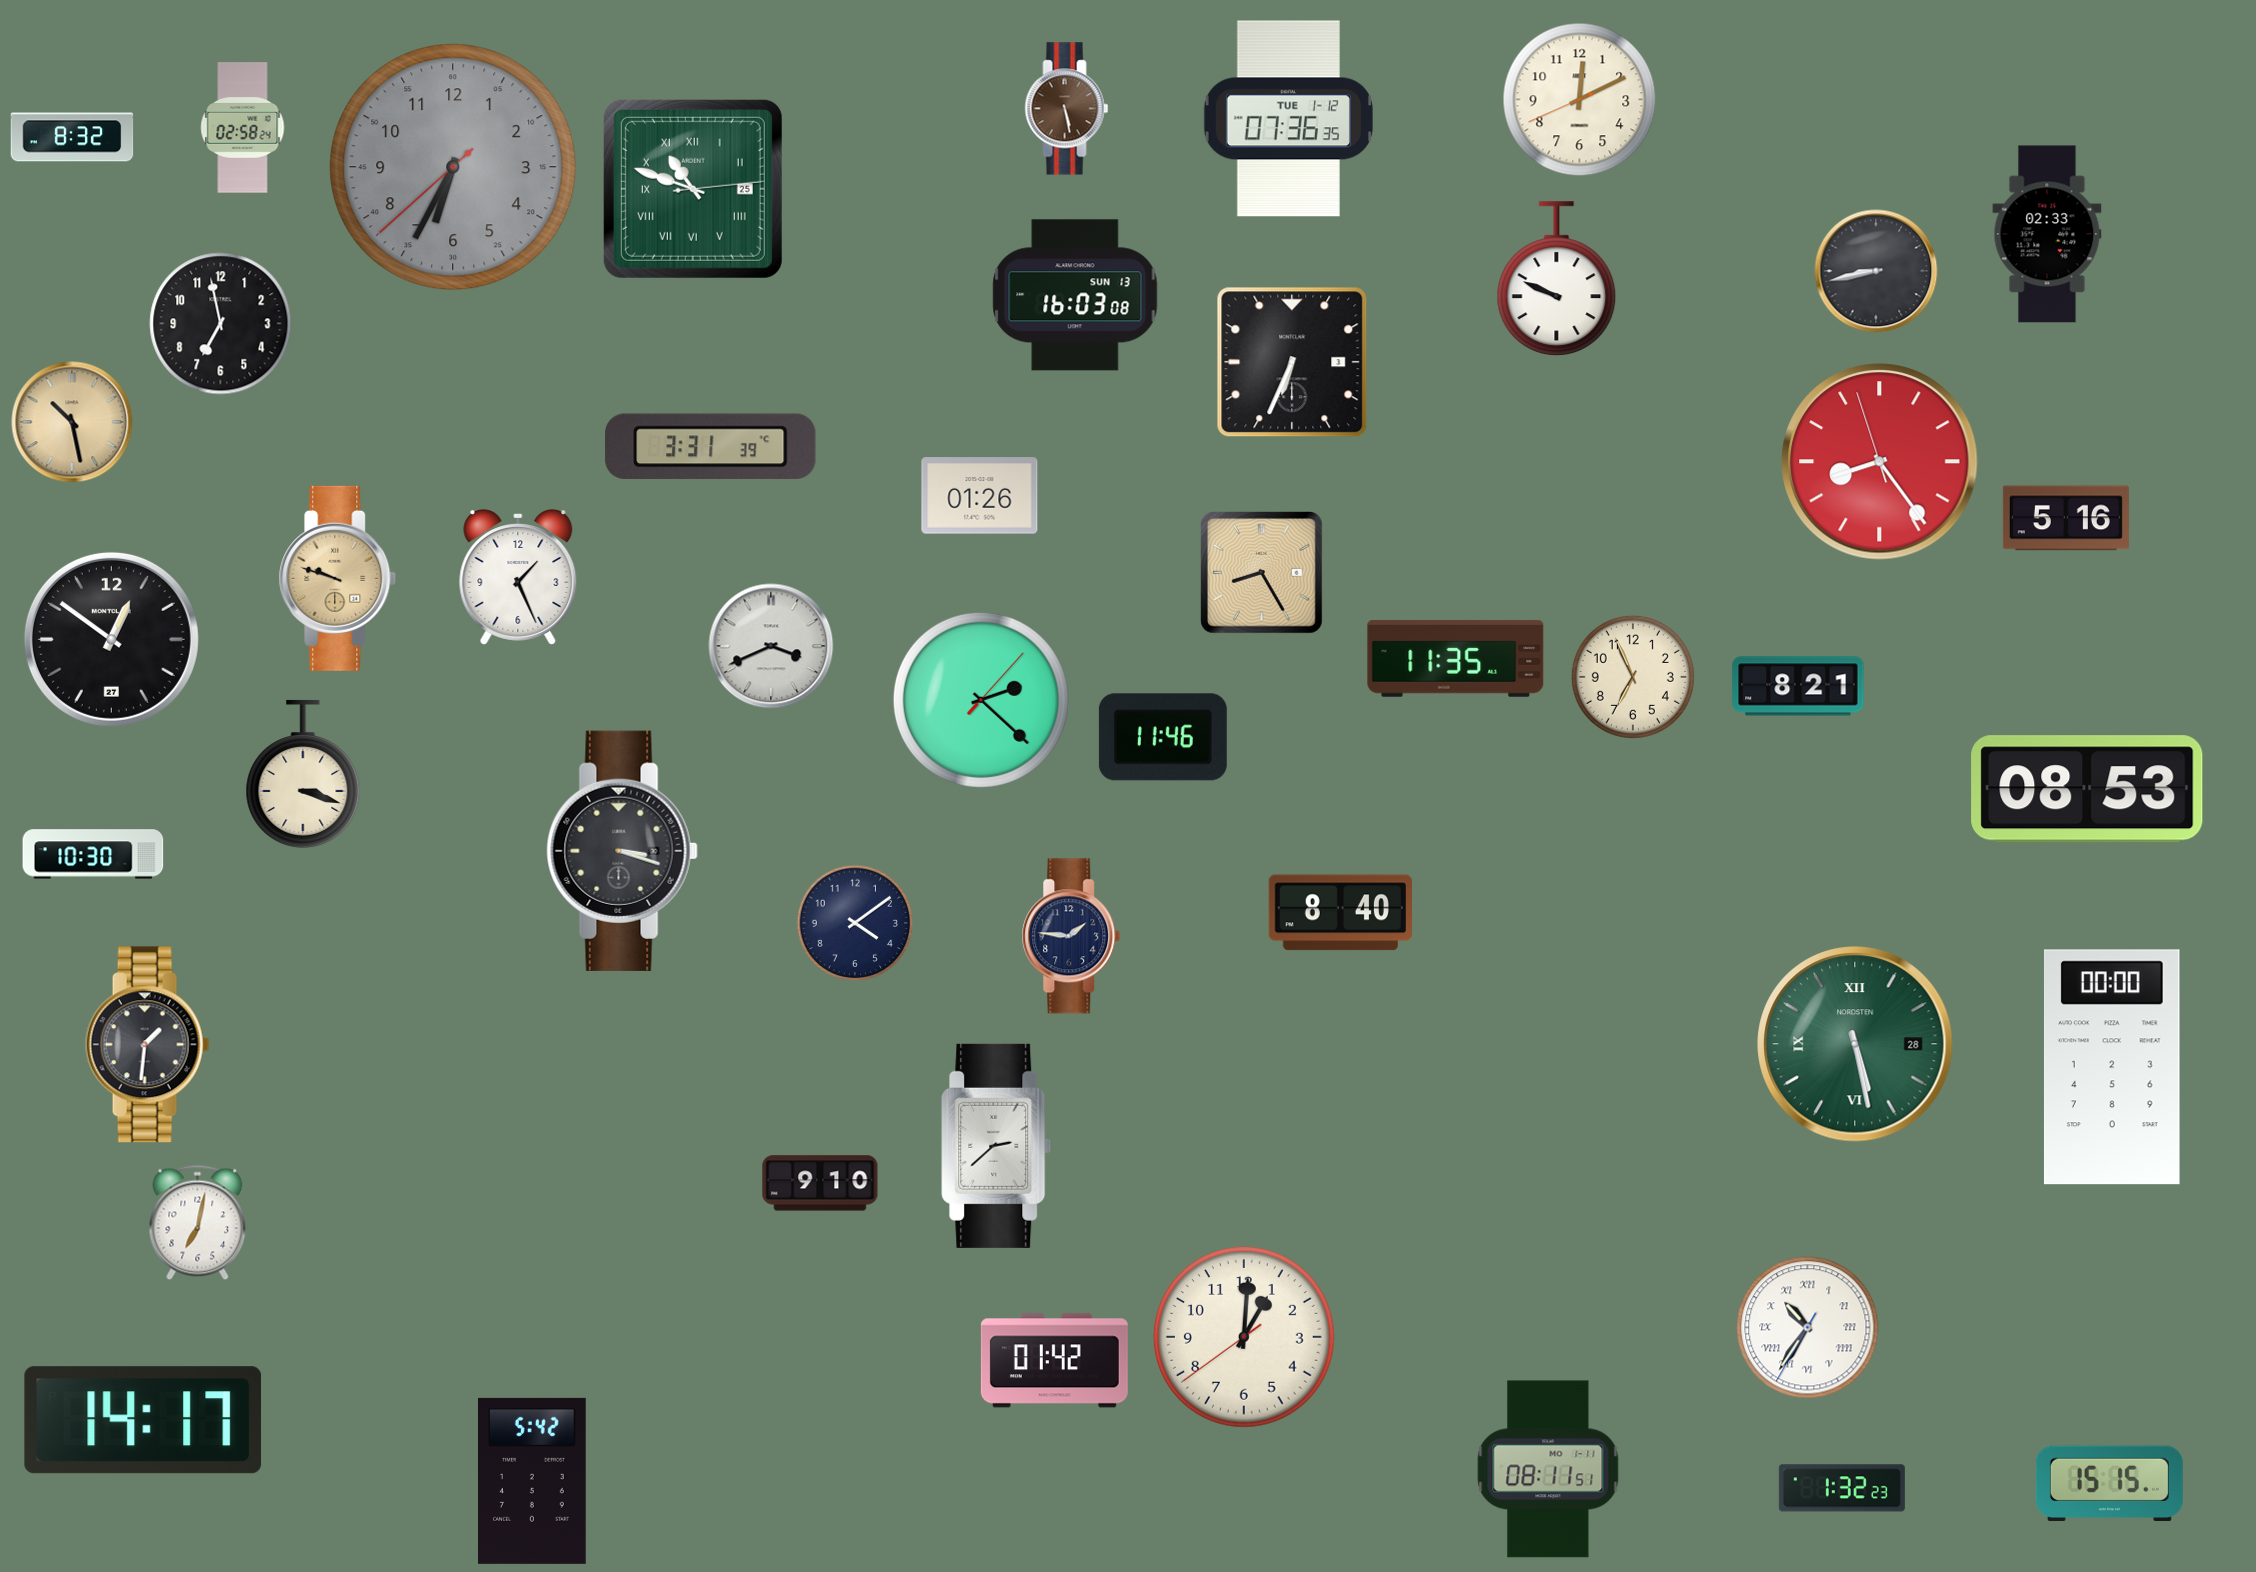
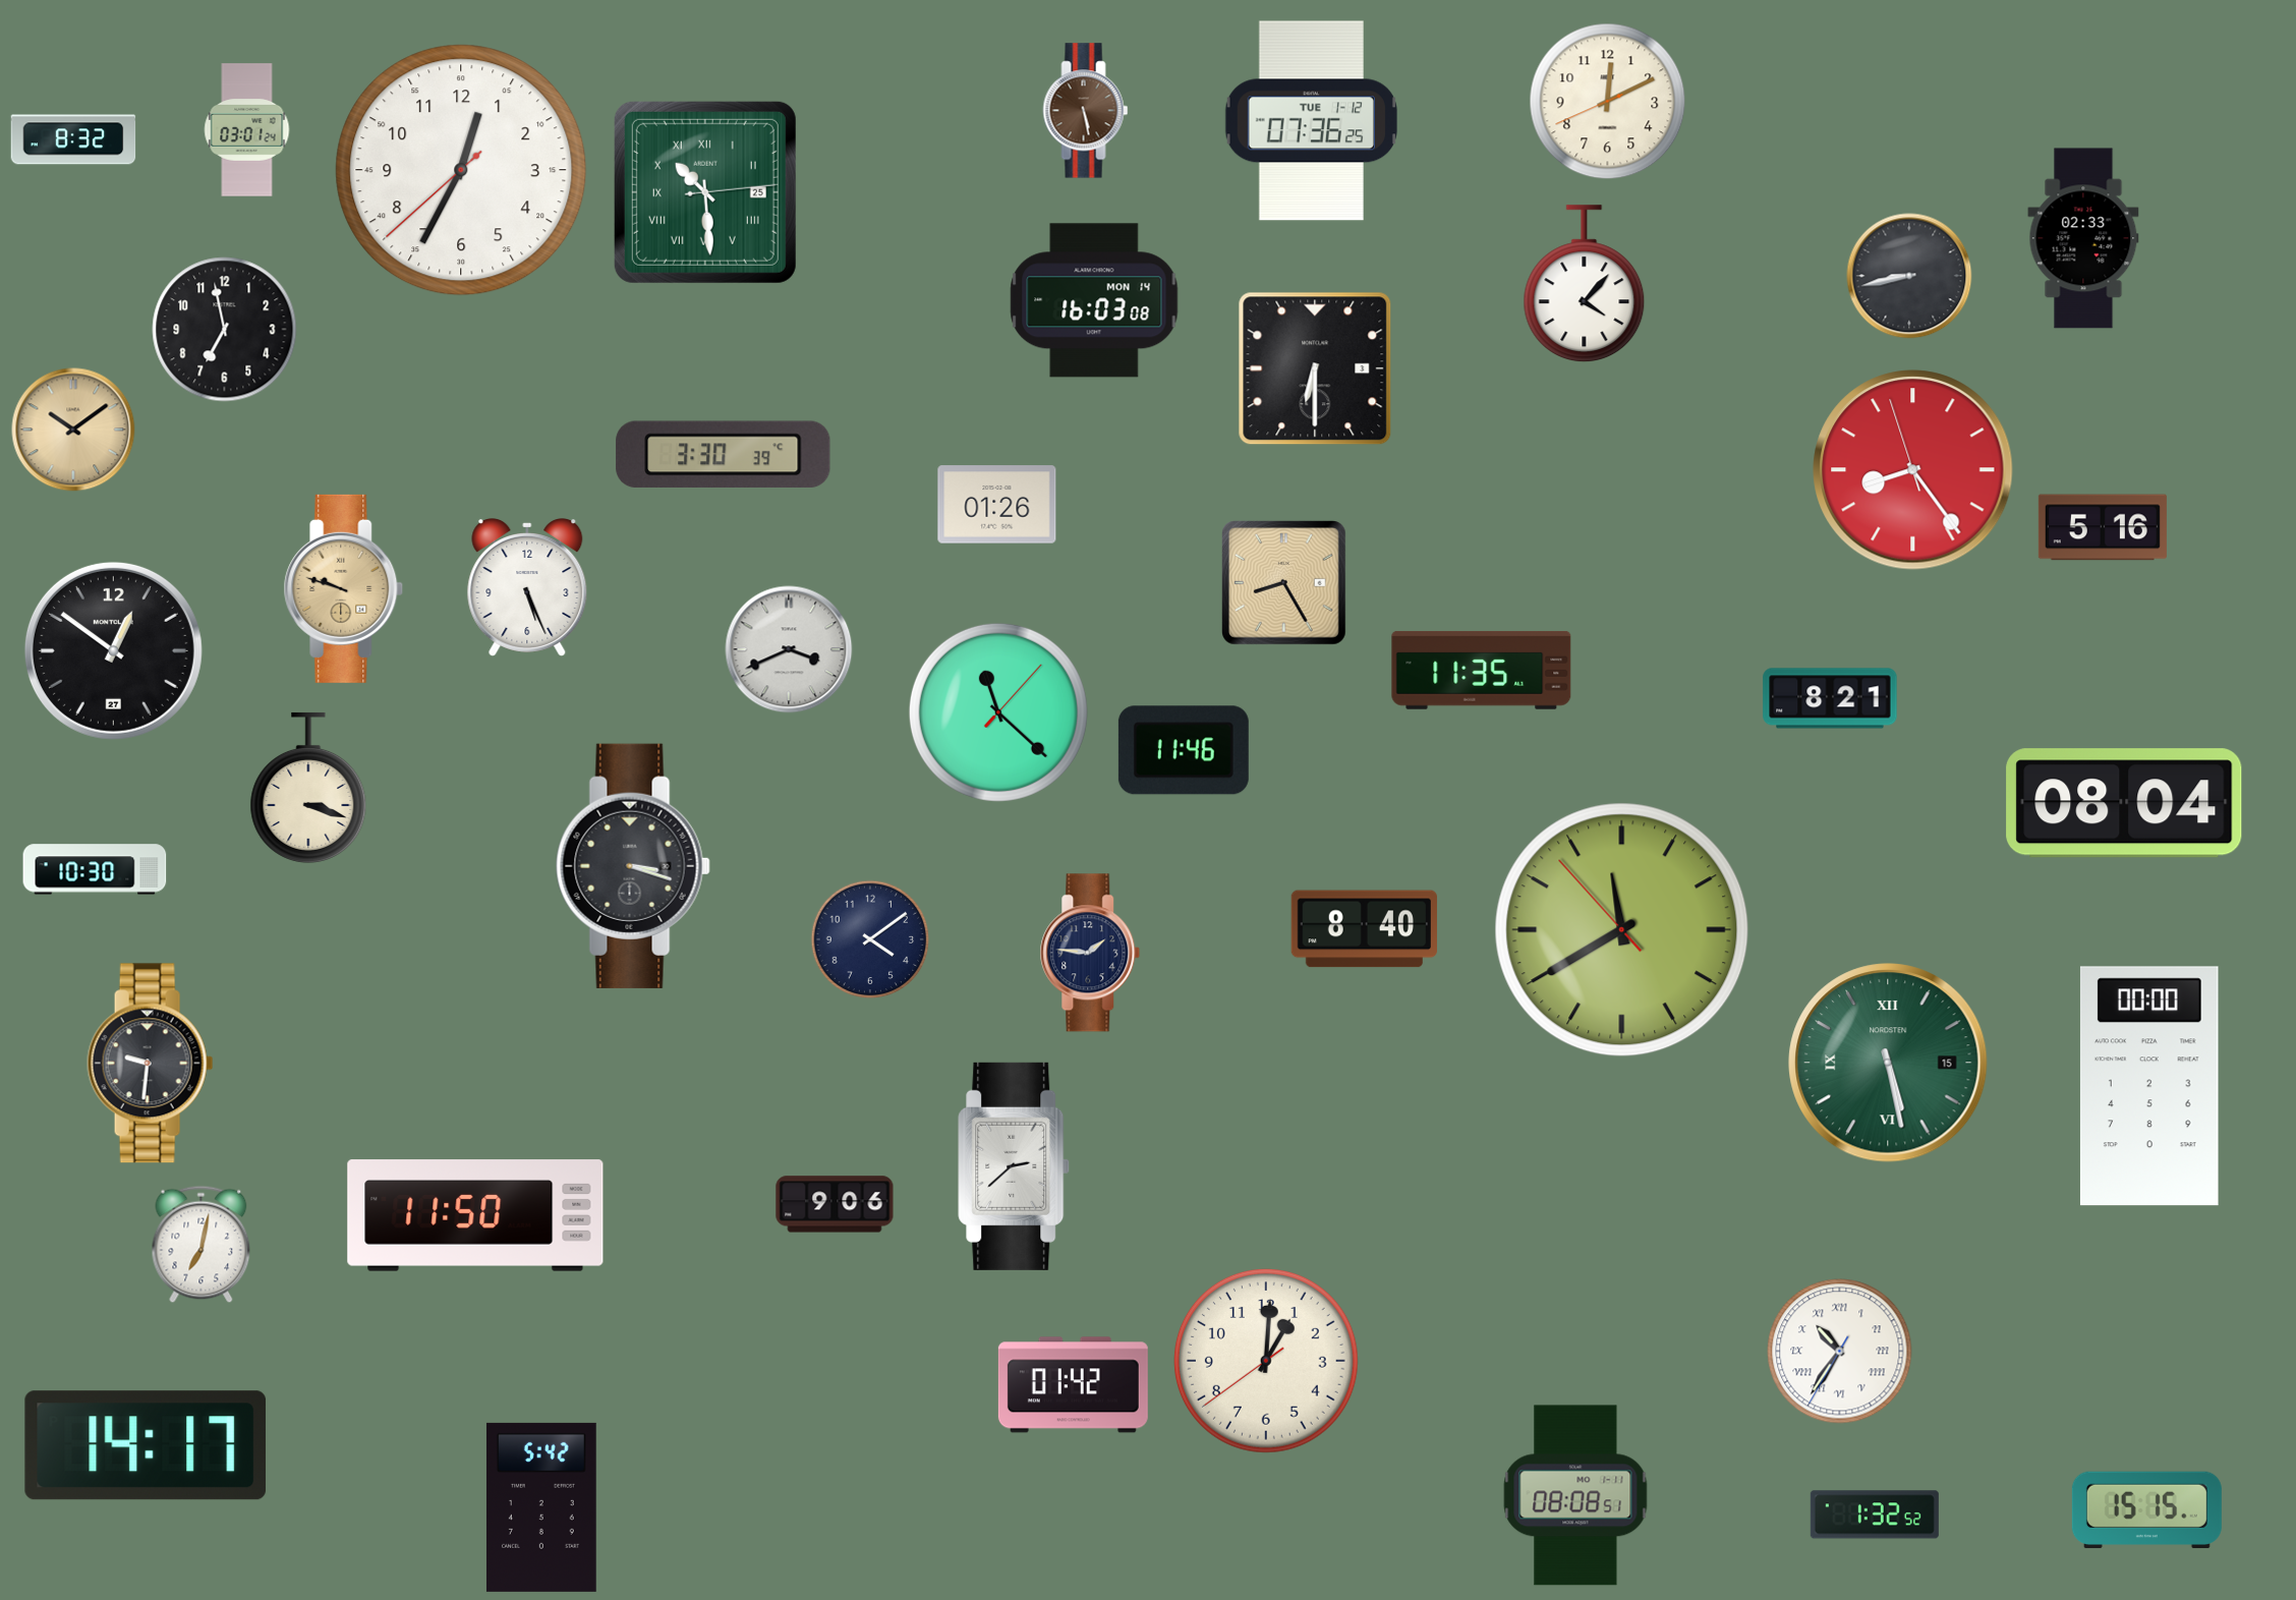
clock at (1288, 119): 07:36:35 -> 07:36:25
clock at (243, 128): 02:58 -> 03:01
clock at (453, 167): 6:34 -> 12:34
clock at (453, 167) dial: grey -> white
clock at (693, 189): 10:48 -> 10:29
clock at (1557, 279): 9:49 -> 4:07
clock at (1075, 295) date: SUN 13 -> MON 14
clock at (1292, 362): 6:34 -> 6:30
clock at (72, 422): 10:28 -> 10:09
clock at (711, 446): 3:31 -> 3:30
clock at (518, 578): 1:26 -> 5:26
clock at (771, 646) position: (771, 646) -> (789, 649)
clock at (1633, 677): 6:56 -> none
clock at (981, 700): 2:22 -> 11:22
clock at (2087, 789): 08:53 -> 08:04
clock at (1622, 930): none -> 11:39
clock at (1855, 1044) date: 28 -> 15
clock at (148, 1045): 1:31 -> 9:31
clock at (820, 1183): 9:10 -> 9:06
clock at (475, 1215): none -> 11:50
clock at (1548, 1469): 08:11 -> 08:08
clock at (1842, 1488): 1:32:23 -> 1:32:52
